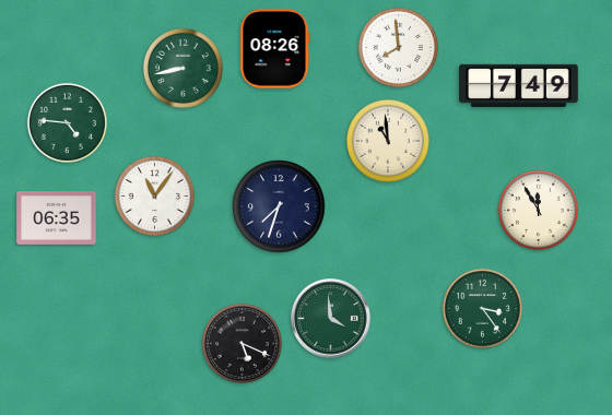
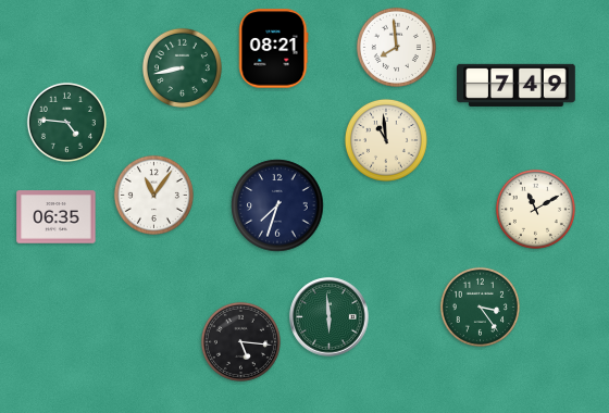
clock at (274, 49): 08:26 -> 08:21
clock at (538, 210): 11:55 -> 11:10
clock at (331, 319): 3:59 -> 5:59
clock at (242, 343): 5:19 -> 5:16
